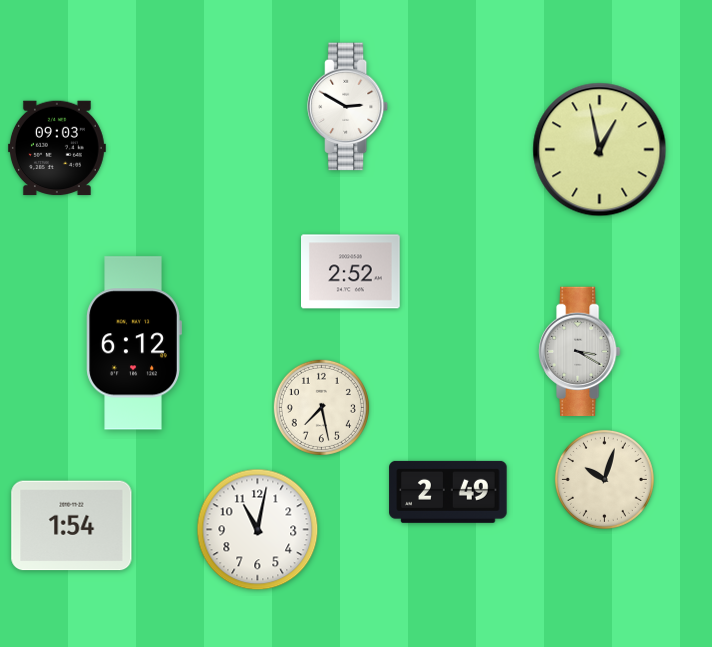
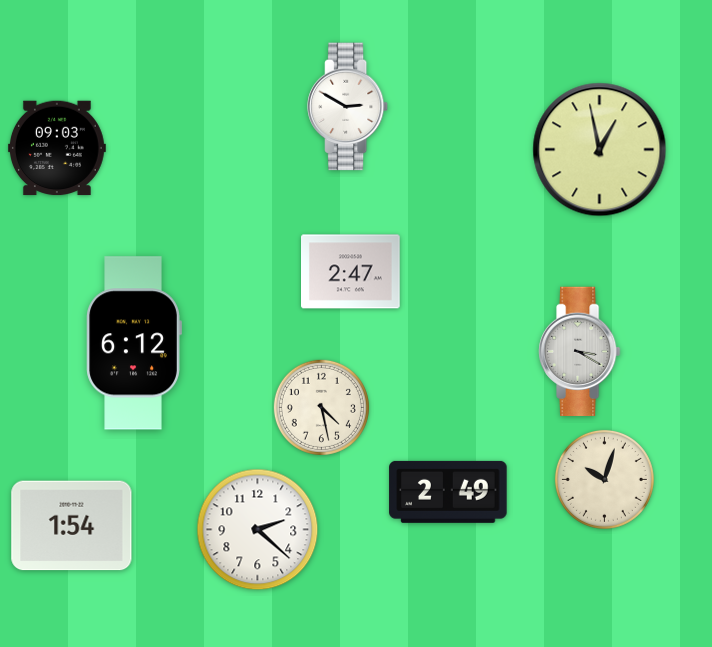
clock at (351, 272): 2:52 -> 2:47
clock at (321, 407): 7:28 -> 4:28
clock at (258, 530): 11:02 -> 2:22
